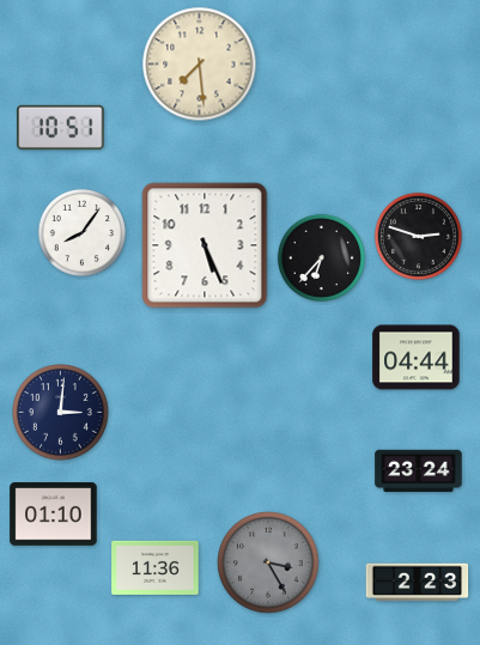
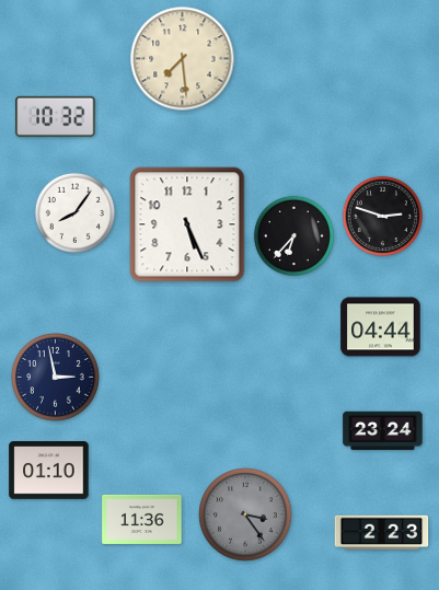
clock at (61, 127): 10:51 -> 10:32
clock at (61, 413): 3:01 -> 2:58
clock at (268, 562): 3:25 -> 3:24
